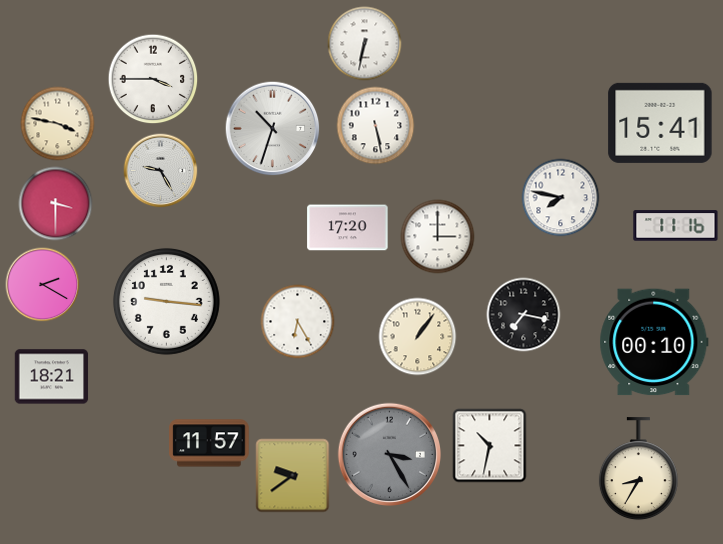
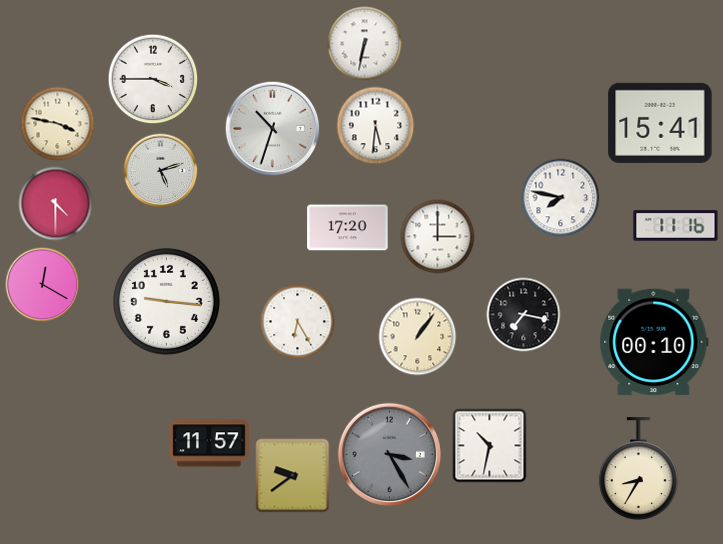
clock at (376, 126): 5:28 -> 5:31
clock at (161, 171): 9:25 -> 5:12
clock at (56, 204): 3:30 -> 4:30
clock at (43, 285): 2:20 -> 12:20
clock at (52, 377): 18:21 -> none
